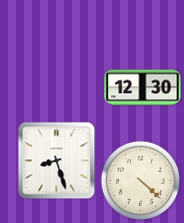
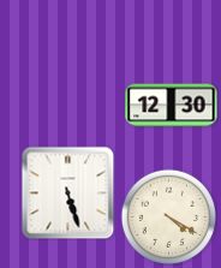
clock at (56, 160): 8:27 -> 5:27
clock at (140, 180): 4:22 -> 4:20
